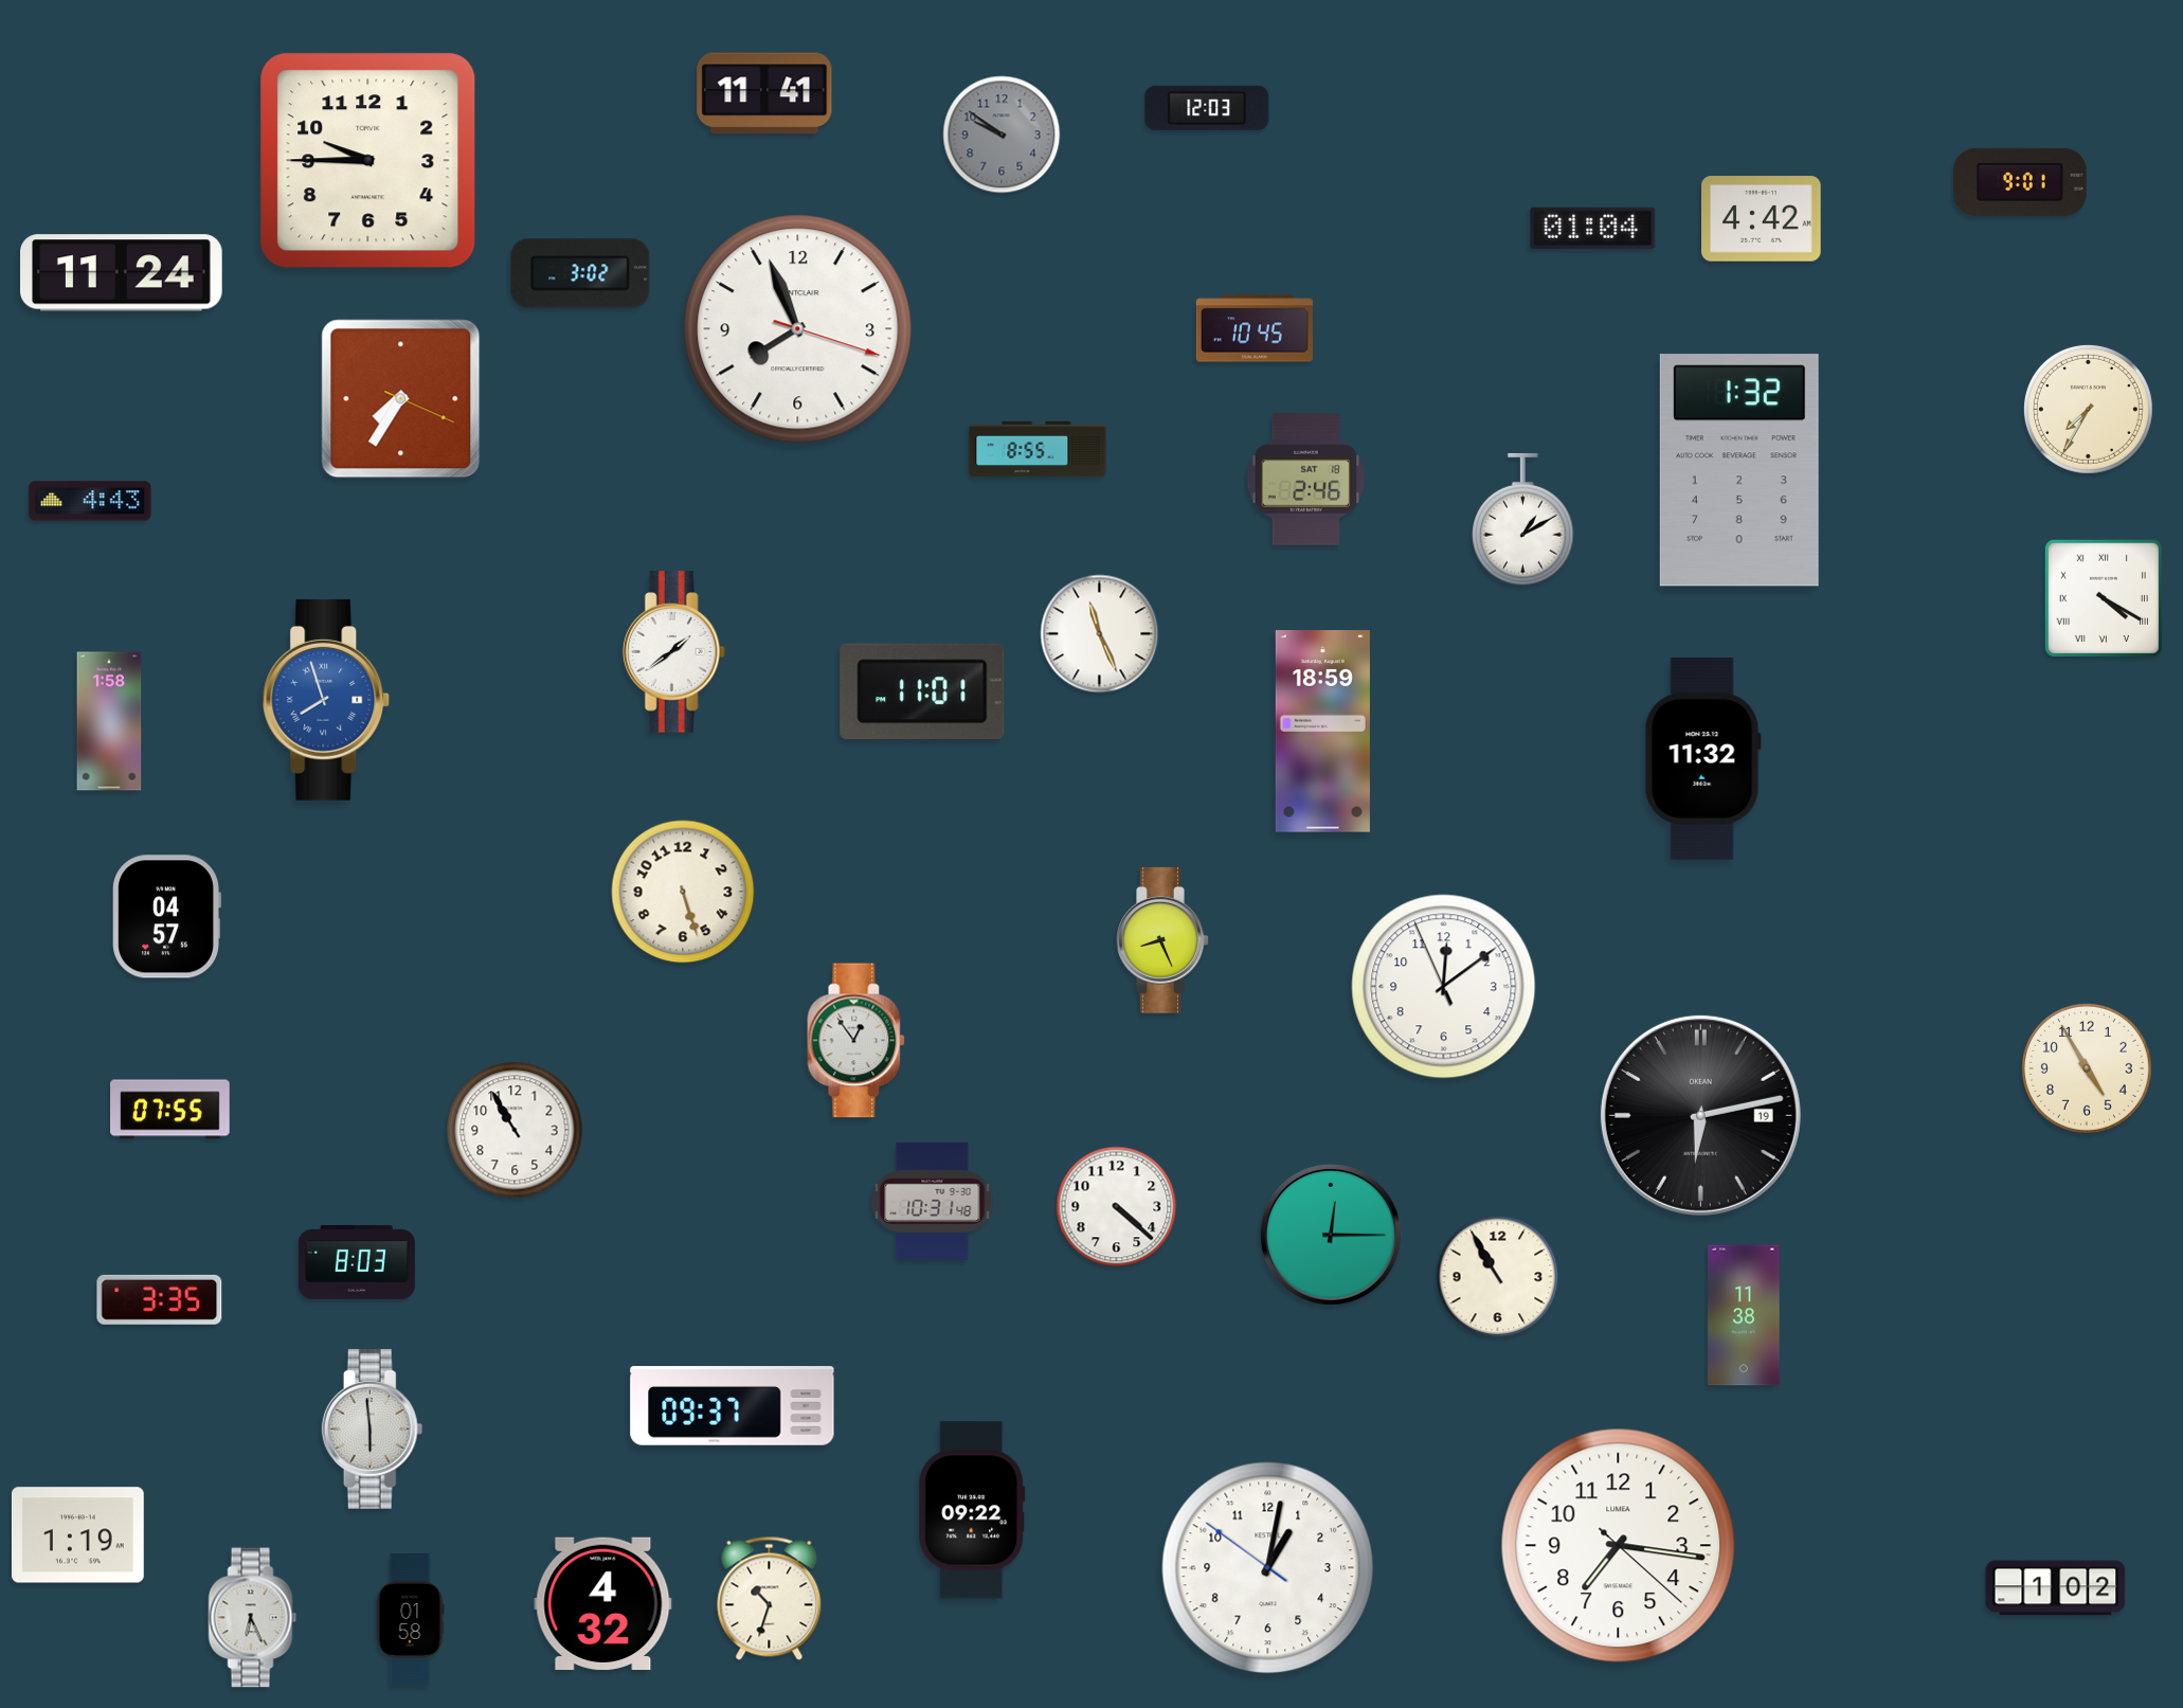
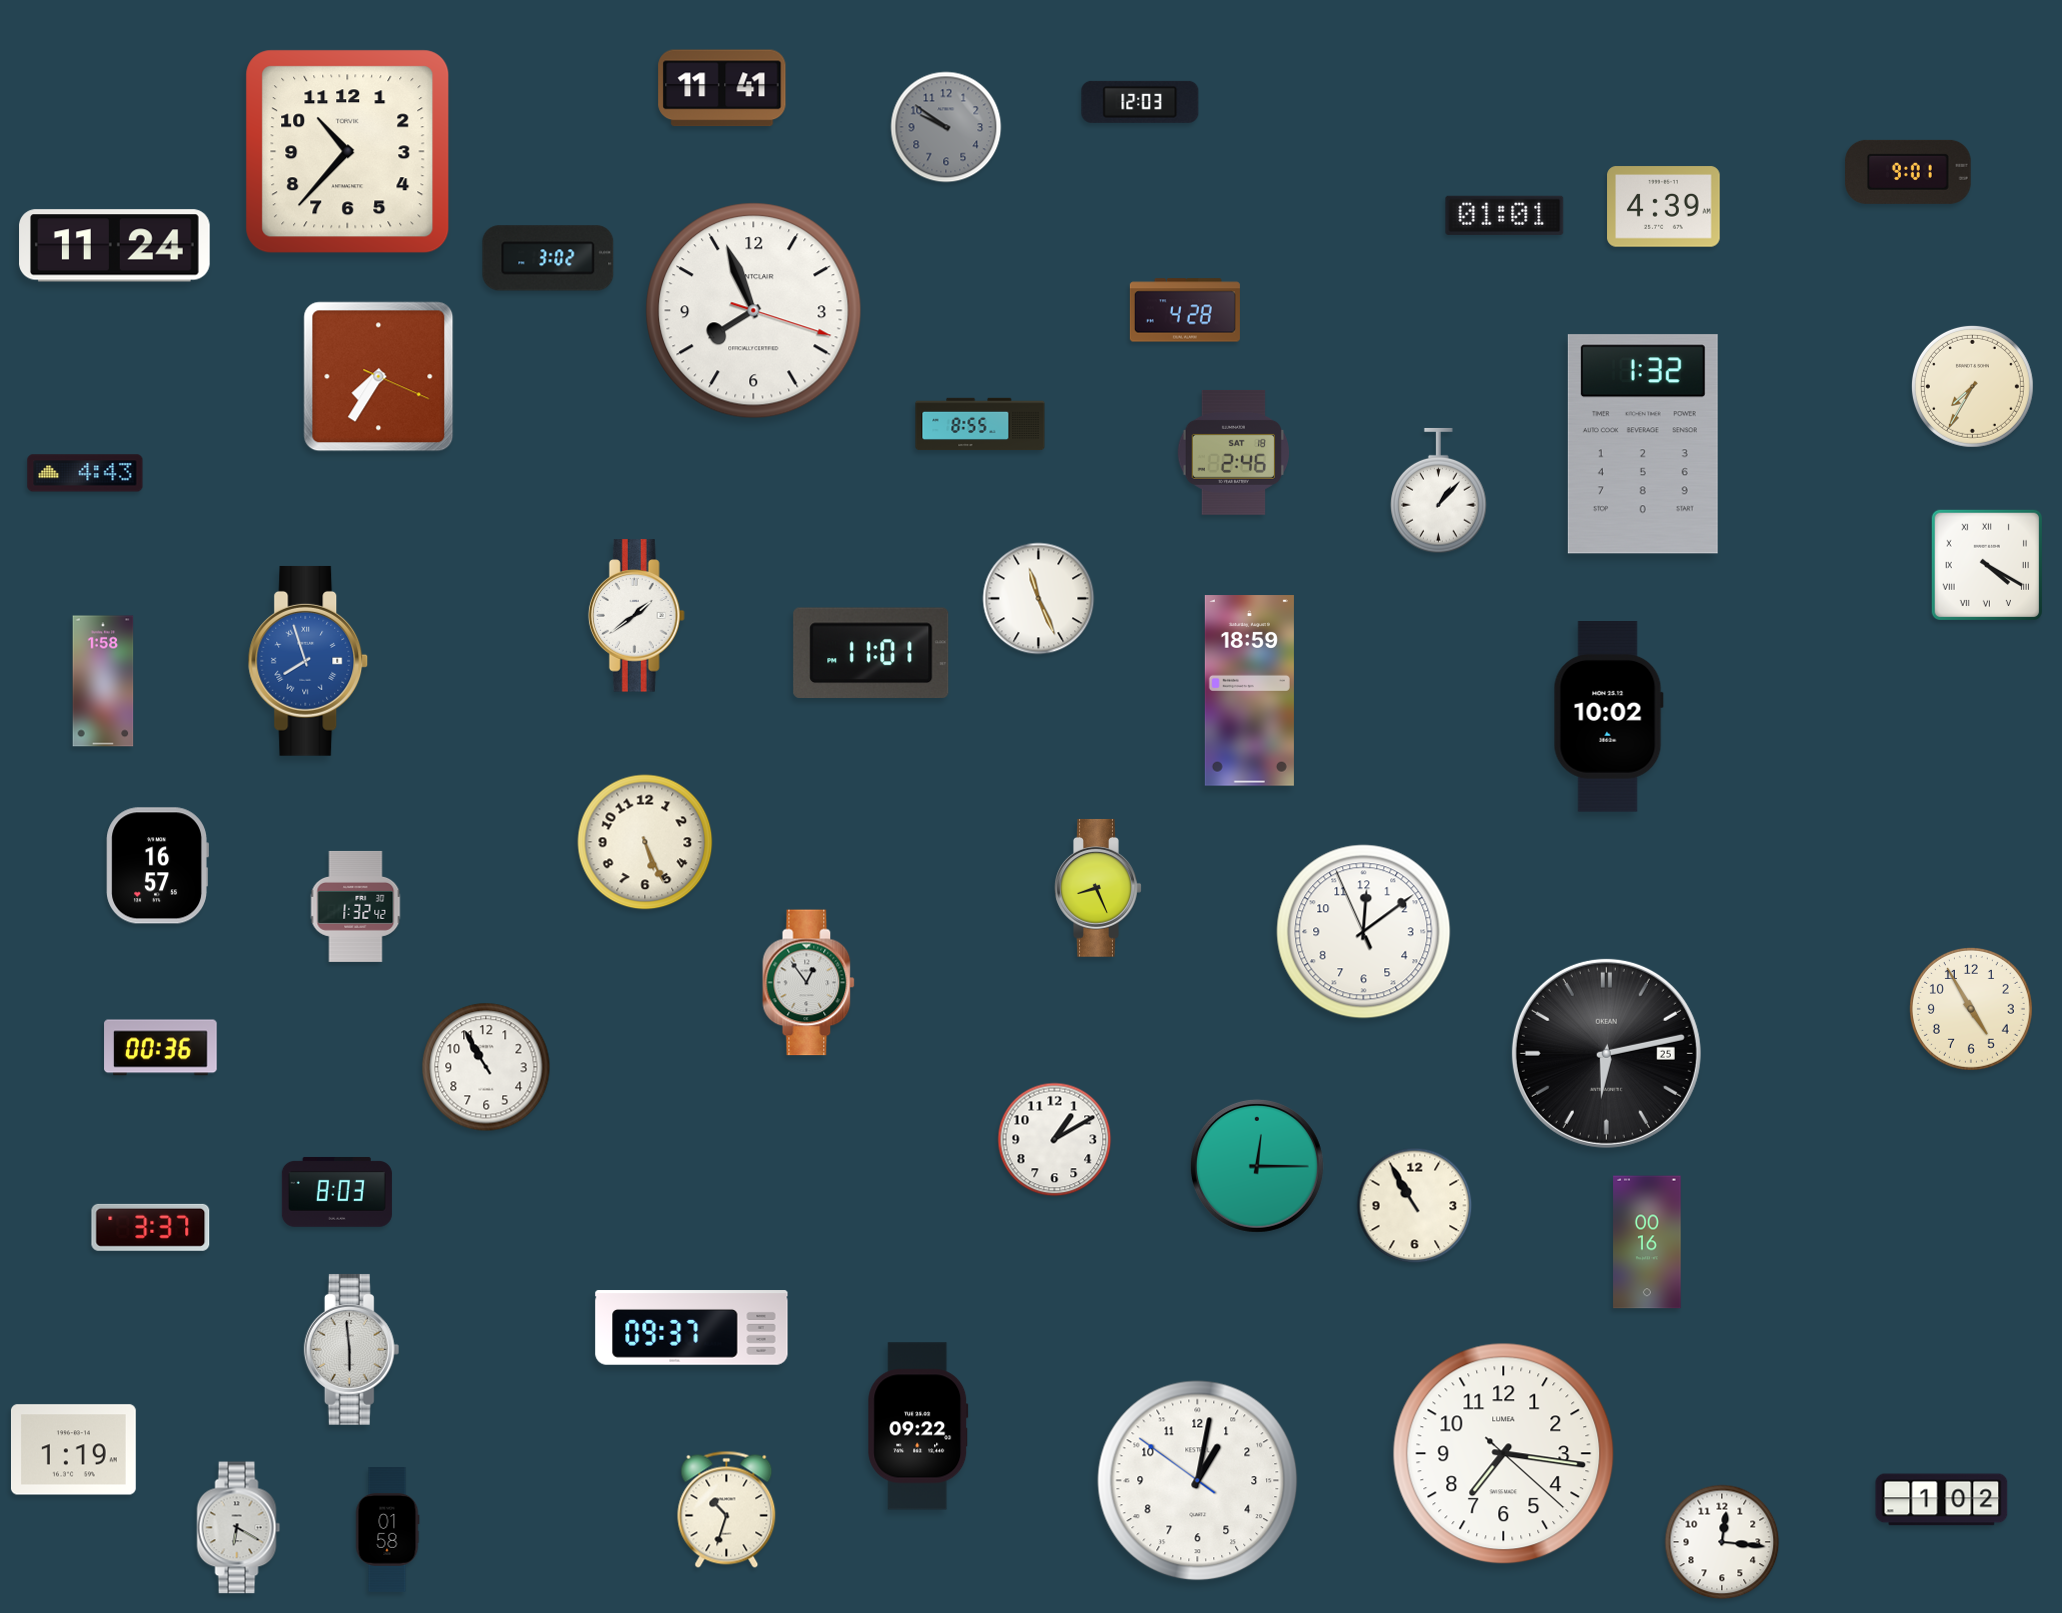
clock at (368, 161): 9:45 -> 10:37
clock at (1762, 219): 4:42 -> 4:39
clock at (1593, 228): 01:04 -> 01:01
clock at (122, 273) position: (122, 273) -> (115, 246)
clock at (1255, 328): 10:45 -> 4:28
clock at (1523, 520): 1:10 -> 1:07
clock at (1702, 759): 11:32 -> 10:02
clock at (683, 892): 5:27 -> 5:26
clock at (166, 917): 04:57 -> 16:57
clock at (356, 906): none -> 1:32
clock at (170, 1110): 07:55 -> 00:36
clock at (1700, 1115) date: 19 -> 25
clock at (933, 1201): 10:31 -> none
clock at (1117, 1207): 4:22 -> 1:10
clock at (160, 1299): 3:35 -> 3:37
clock at (1744, 1315): 11:38 -> 00:16
clock at (1619, 1546) position: (1619, 1546) -> (1504, 1454)
clock at (603, 1603): 4:32 -> none
clock at (253, 1618): 6:26 -> 6:20
clock at (1722, 1542): none -> 12:16
